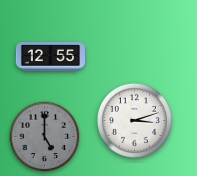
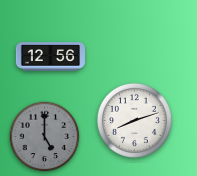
clock at (50, 57): 12:55 -> 12:56
clock at (134, 120): 3:12 -> 8:12
